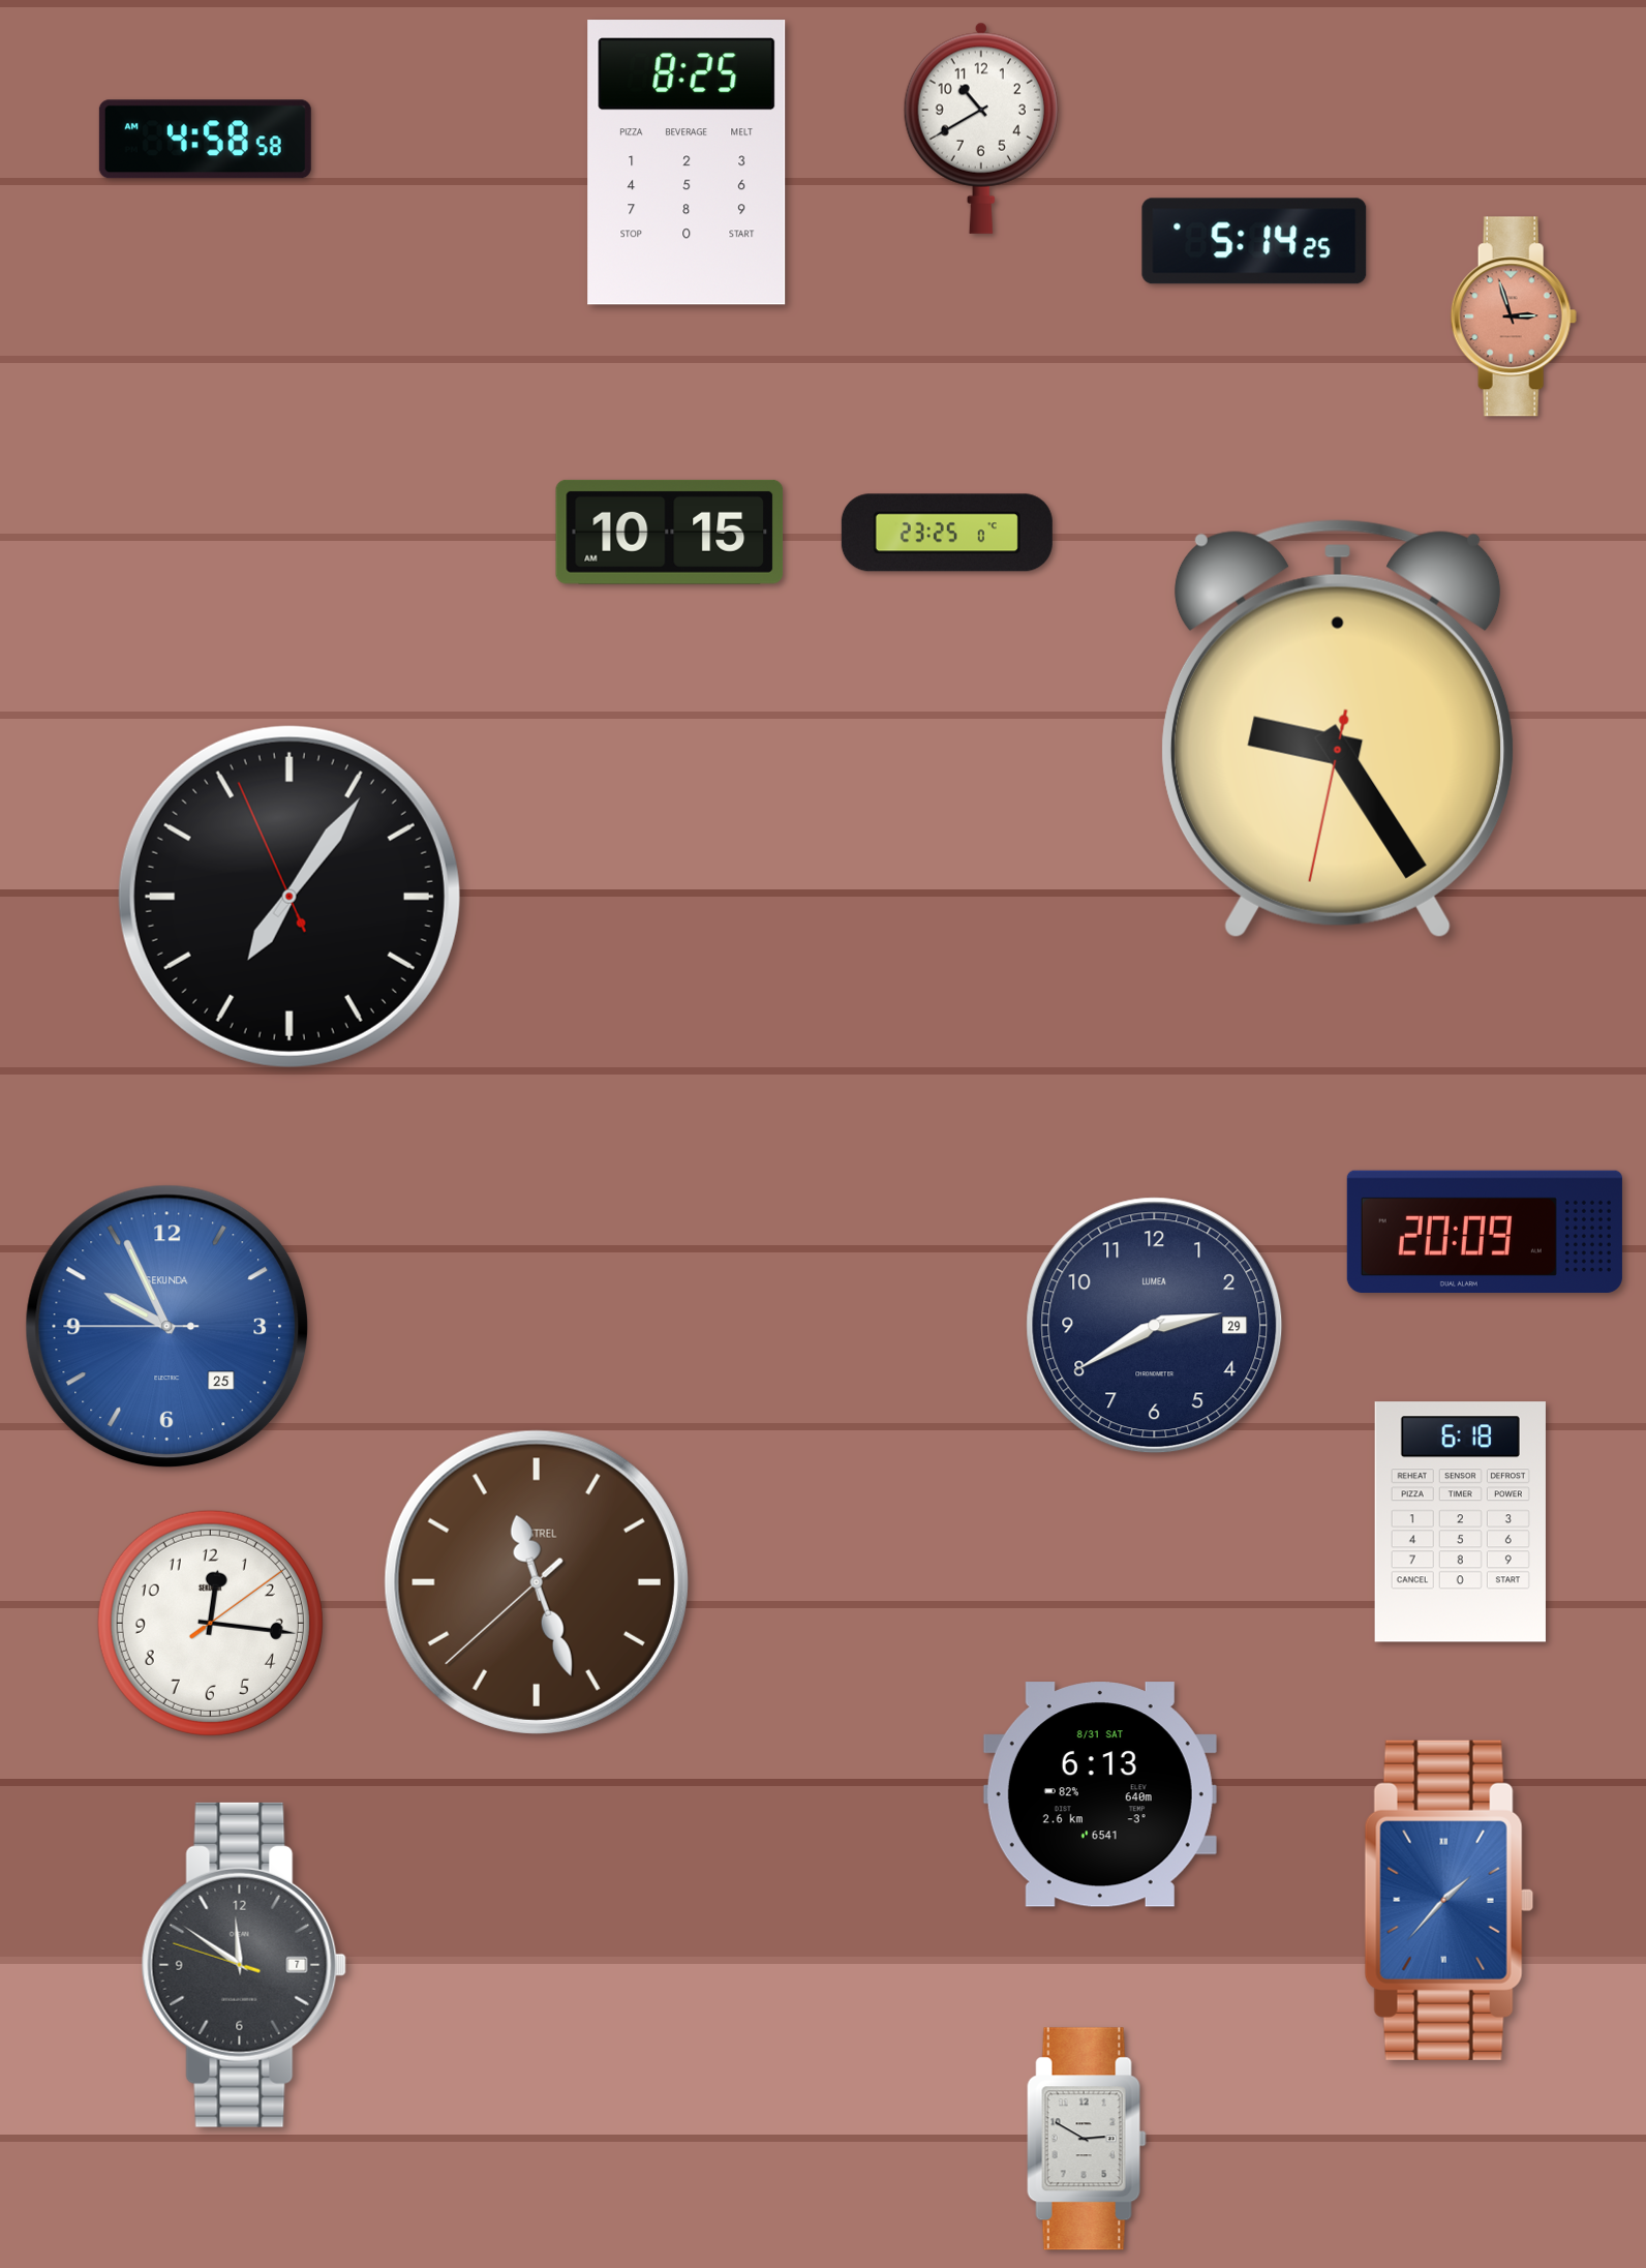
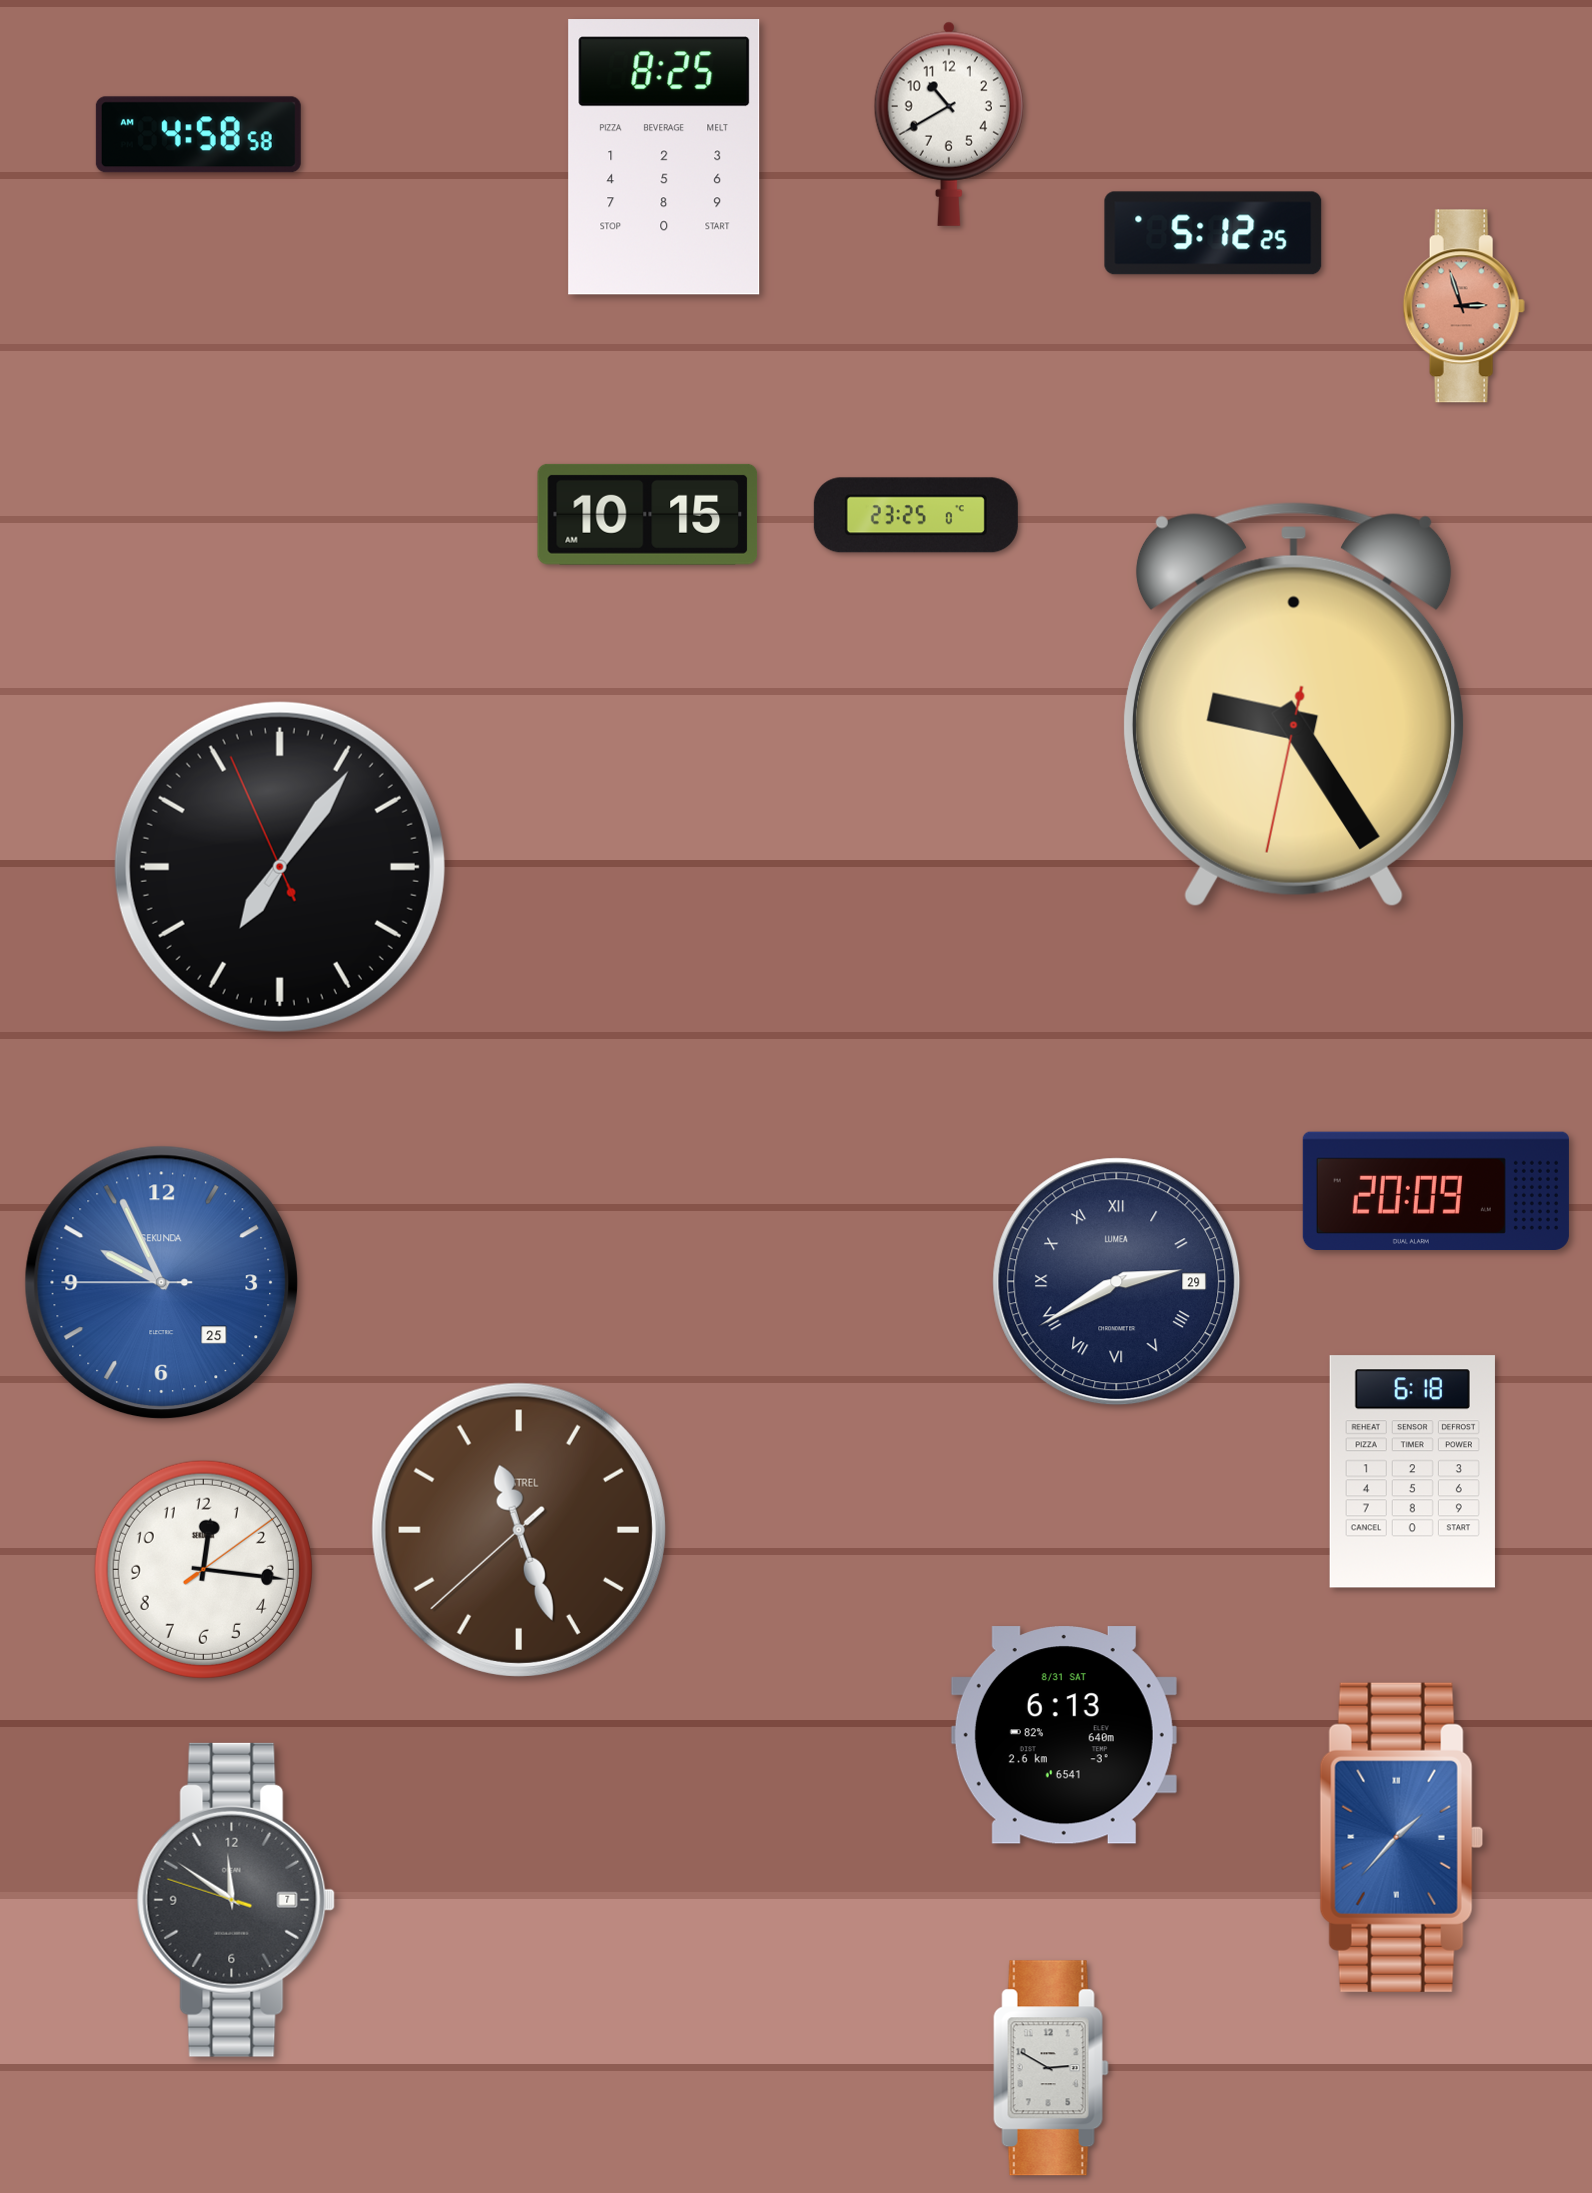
clock at (1254, 241): 5:14 -> 5:12
clock at (1155, 1326) numerals: Arabic -> Roman
